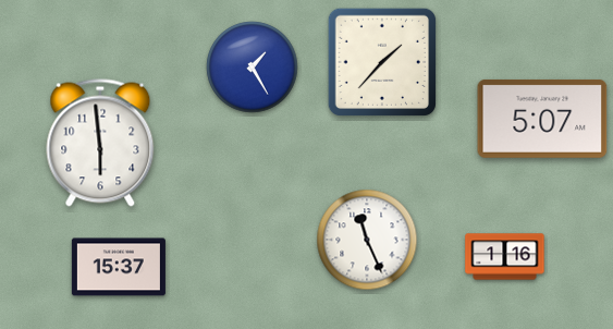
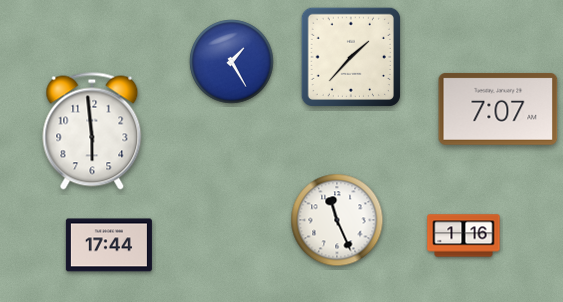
clock at (542, 119): 5:07 -> 7:07
clock at (119, 267): 15:37 -> 17:44
